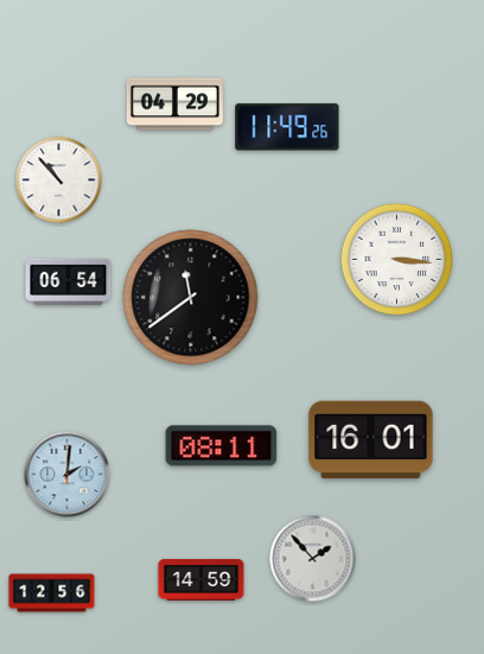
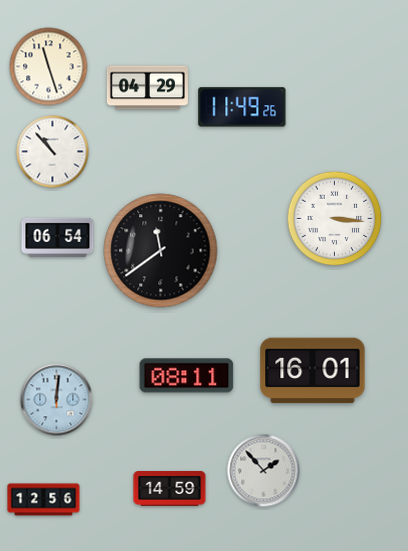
clock at (49, 67): none -> 11:27
clock at (59, 180) position: (59, 180) -> (53, 152)
clock at (68, 475): 2:01 -> 12:01
